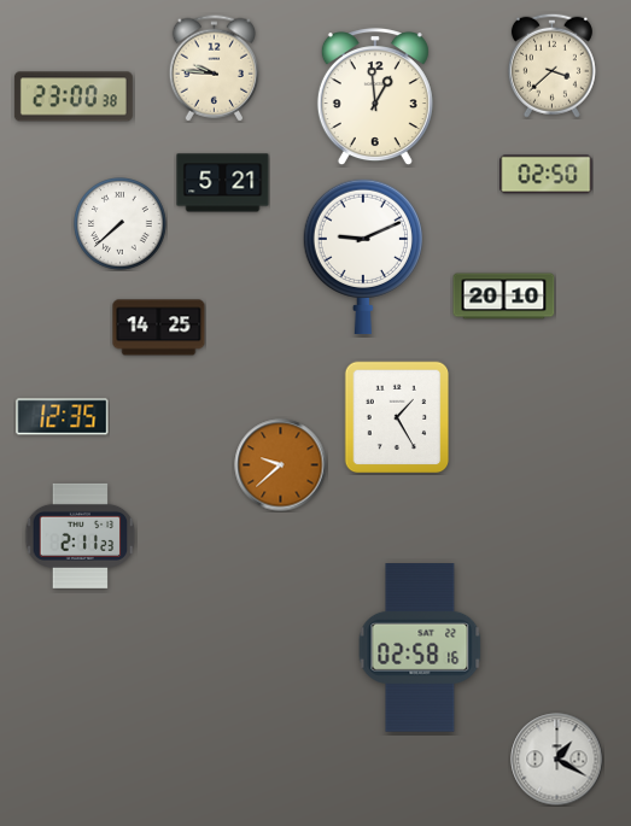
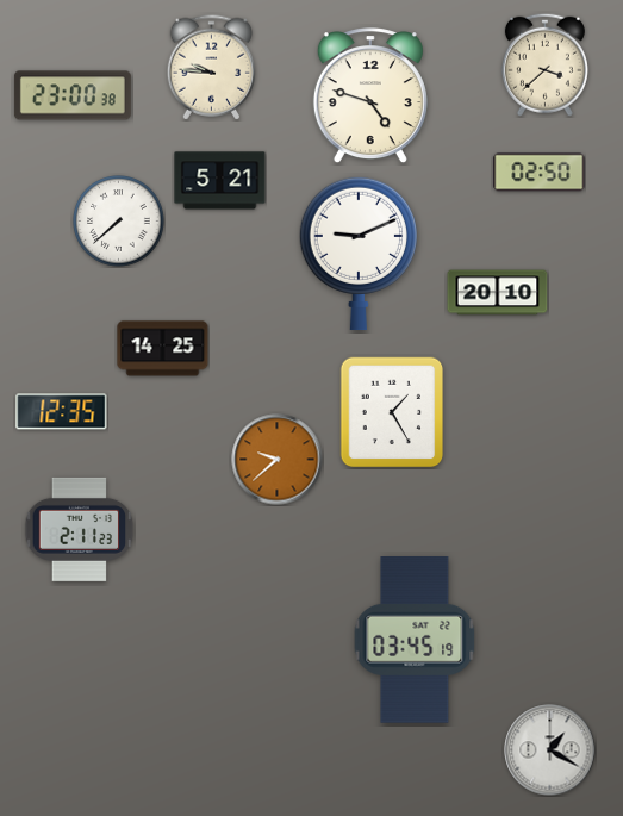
clock at (375, 98): 12:59 -> 4:48
clock at (159, 328) position: (159, 328) -> (163, 349)
clock at (420, 649): 02:58 -> 03:45
